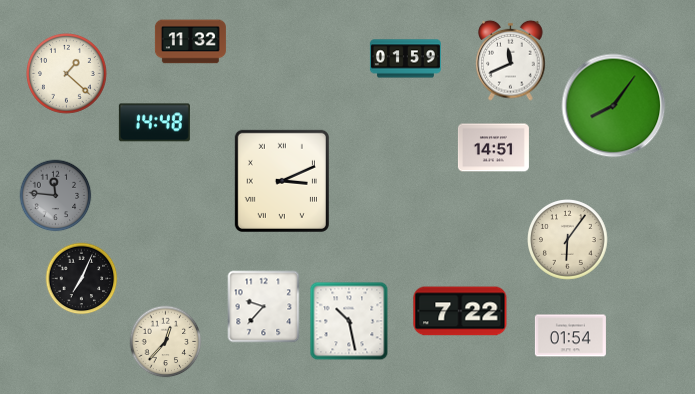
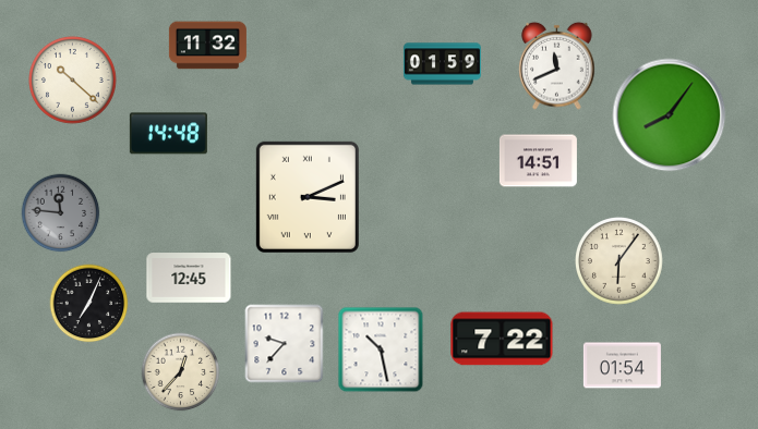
clock at (67, 74): 1:22 -> 10:22
clock at (189, 278): none -> 12:45
clock at (264, 307) position: (264, 307) -> (285, 344)
